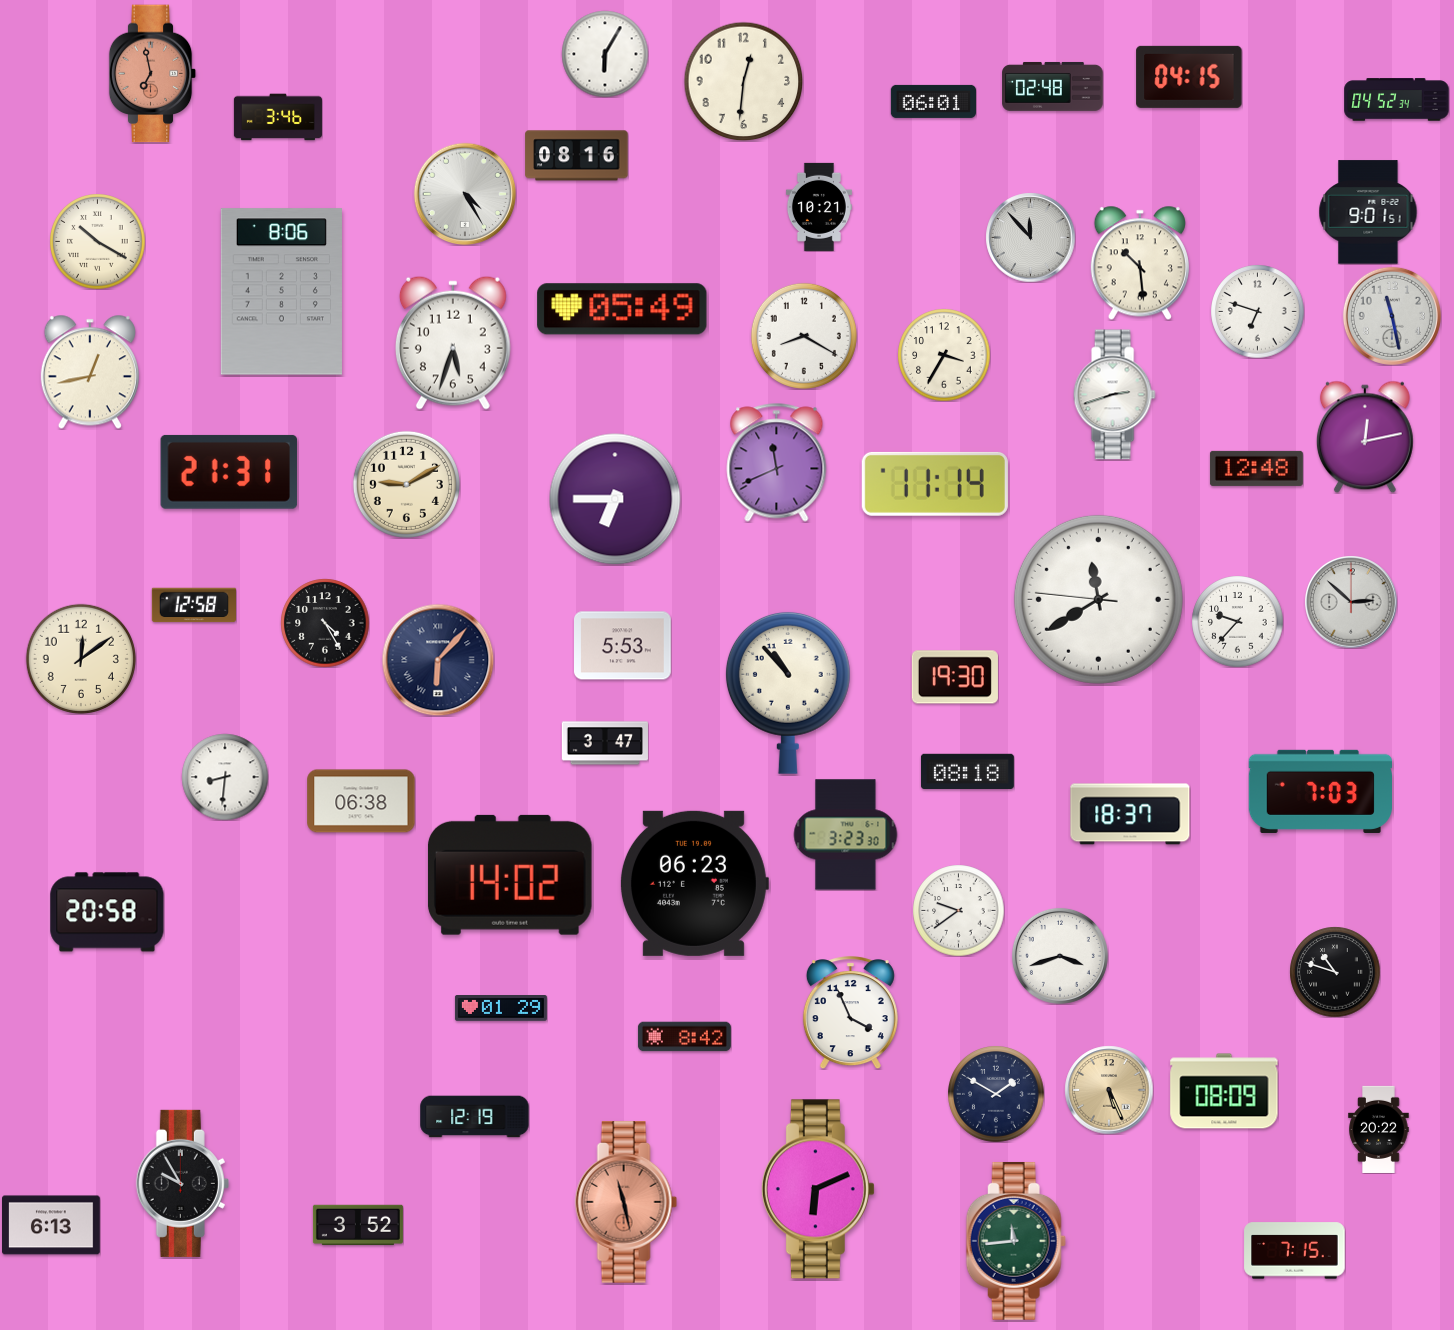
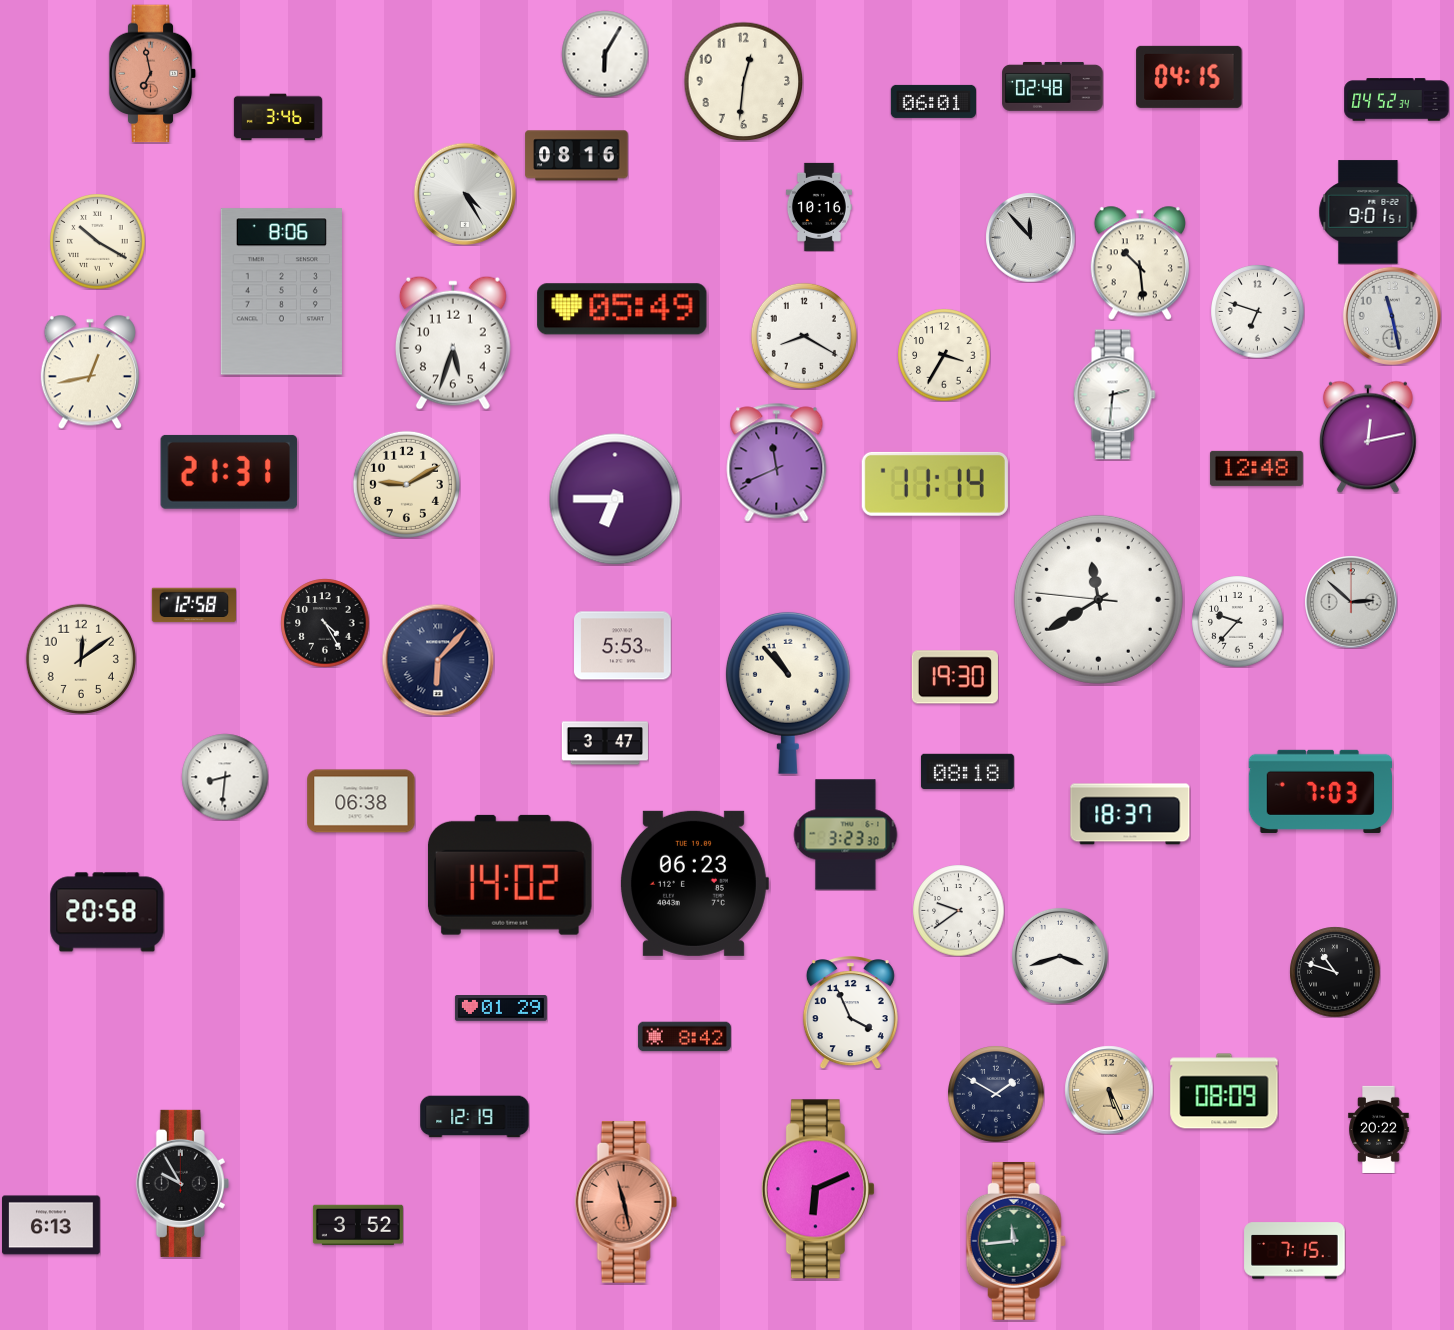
clock at (819, 207): 10:21 -> 10:16
clock at (1114, 395): 2:42 -> 2:31
clock at (1365, 437) position: (1365, 437) -> (1368, 437)
